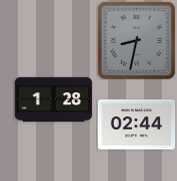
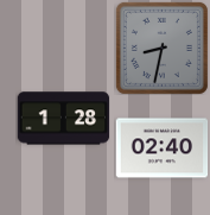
clock at (136, 125): 02:44 -> 02:40
